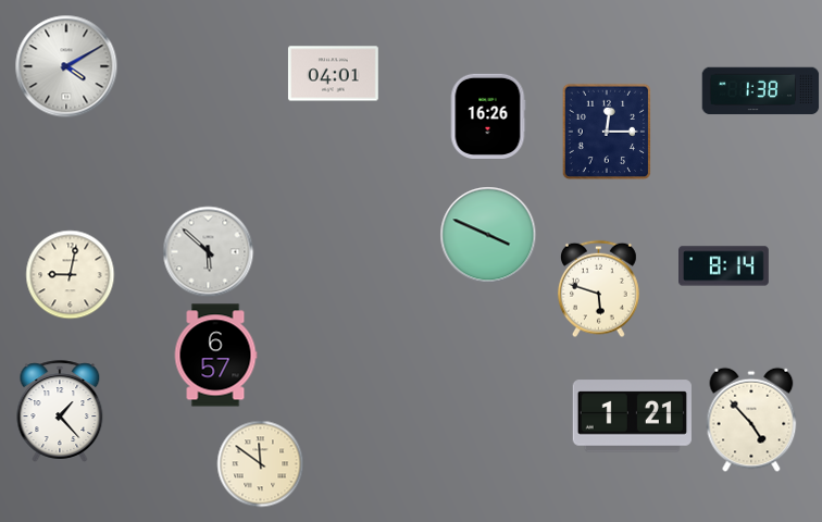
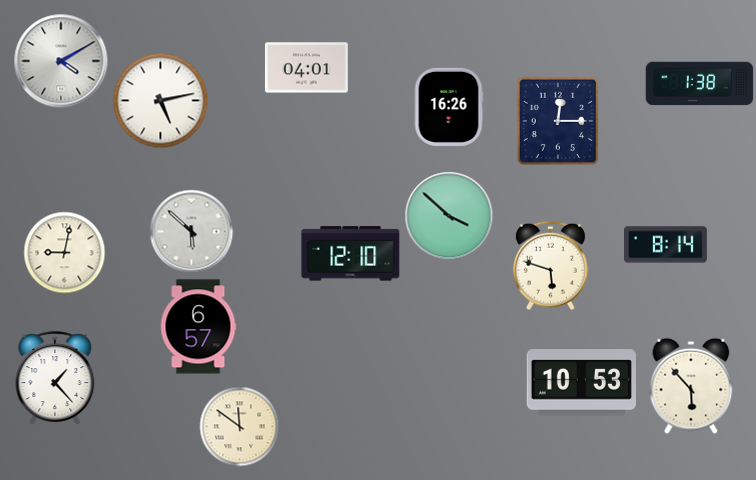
clock at (161, 101): none -> 5:13
clock at (488, 235): 3:49 -> 3:52
clock at (351, 254): none -> 12:10
clock at (632, 417): 1:21 -> 10:53
clock at (751, 420): 4:53 -> 5:53
